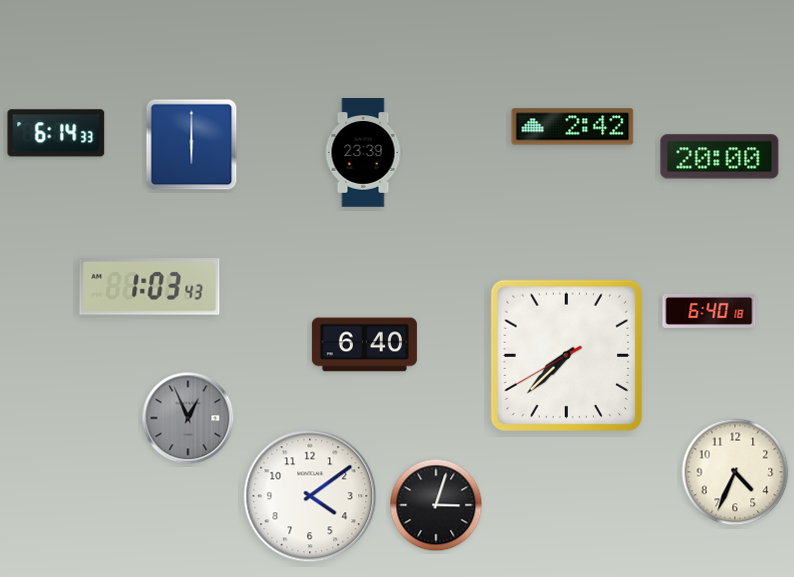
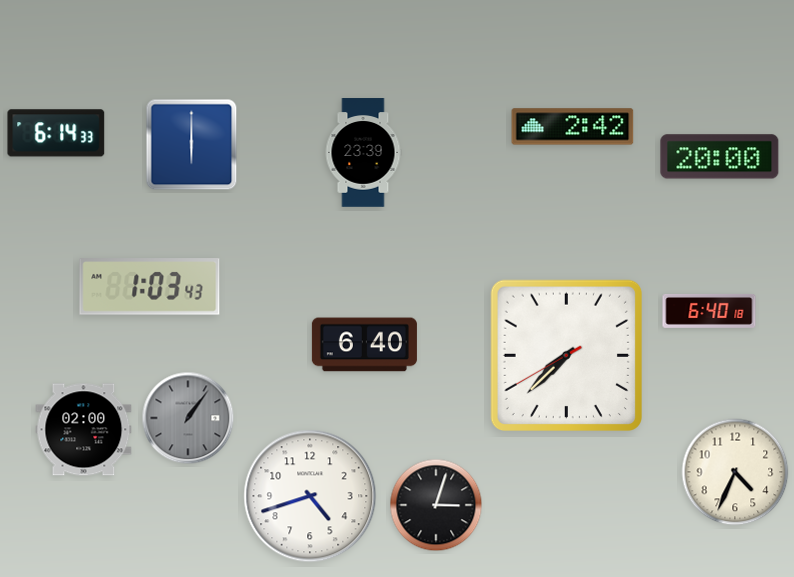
clock at (188, 418): 12:56 -> 1:06
clock at (84, 430): none -> 02:00
clock at (310, 496): 4:09 -> 4:42
